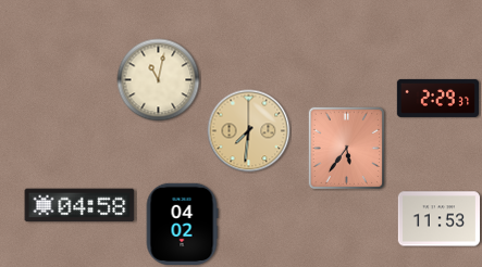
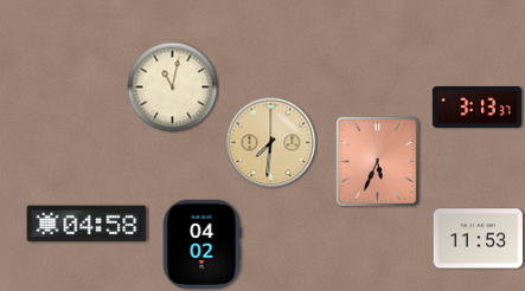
clock at (437, 98): 2:29 -> 3:13
clock at (346, 149): 5:36 -> 5:34
clock at (182, 224) position: (182, 224) -> (201, 244)
